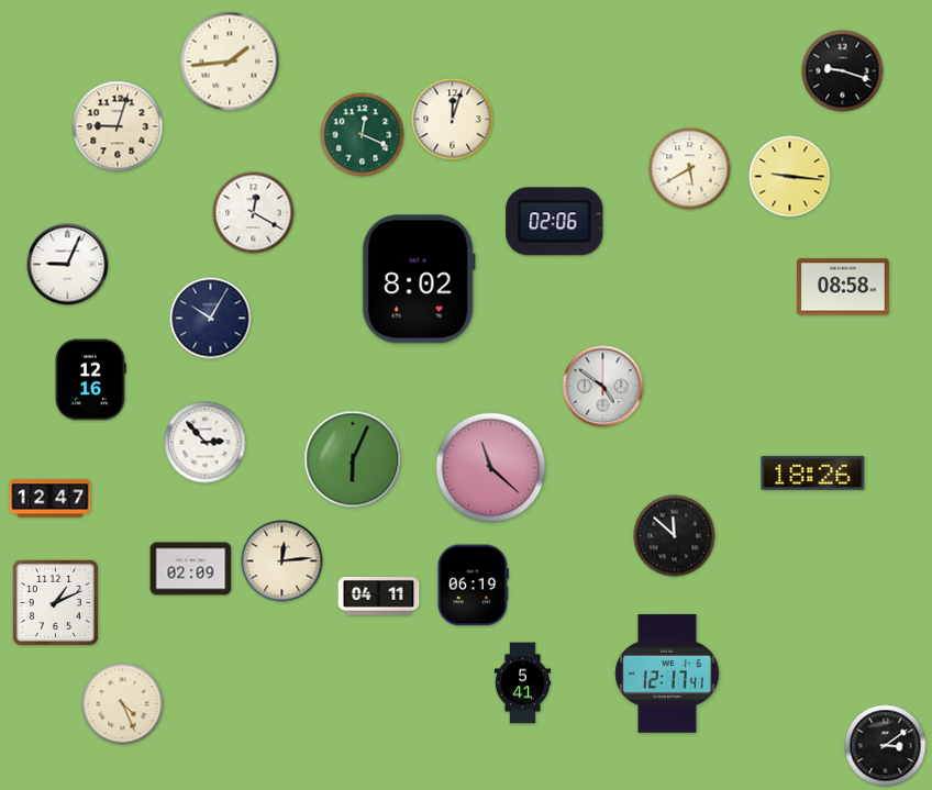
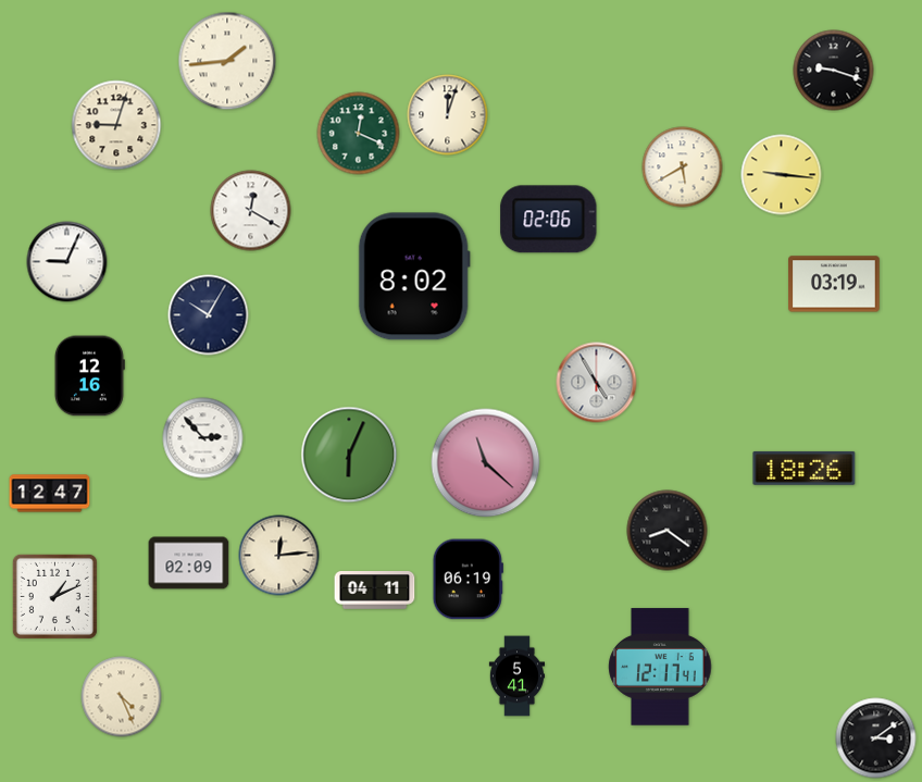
clock at (453, 120) position: (453, 120) -> (448, 115)
clock at (843, 287): 08:58 -> 03:19
clock at (603, 387): 4:51 -> 4:55
clock at (675, 536): 11:52 -> 8:21
